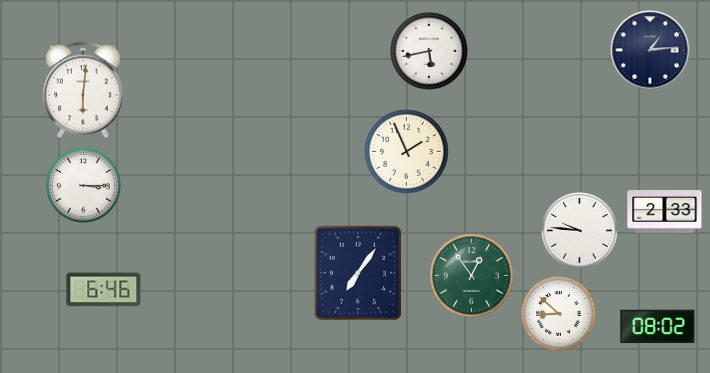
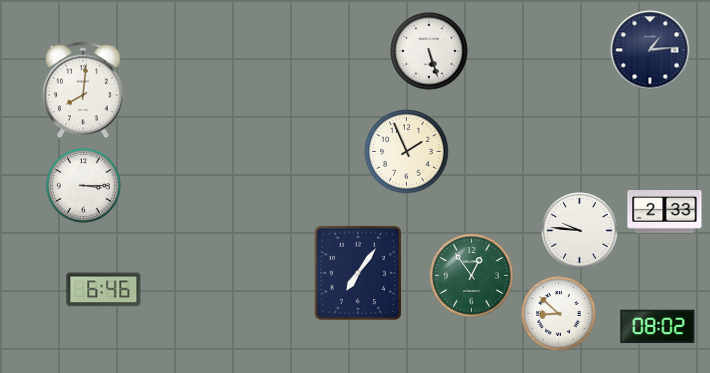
clock at (429, 51): 5:43 -> 5:27
clock at (83, 90): 6:01 -> 8:01
